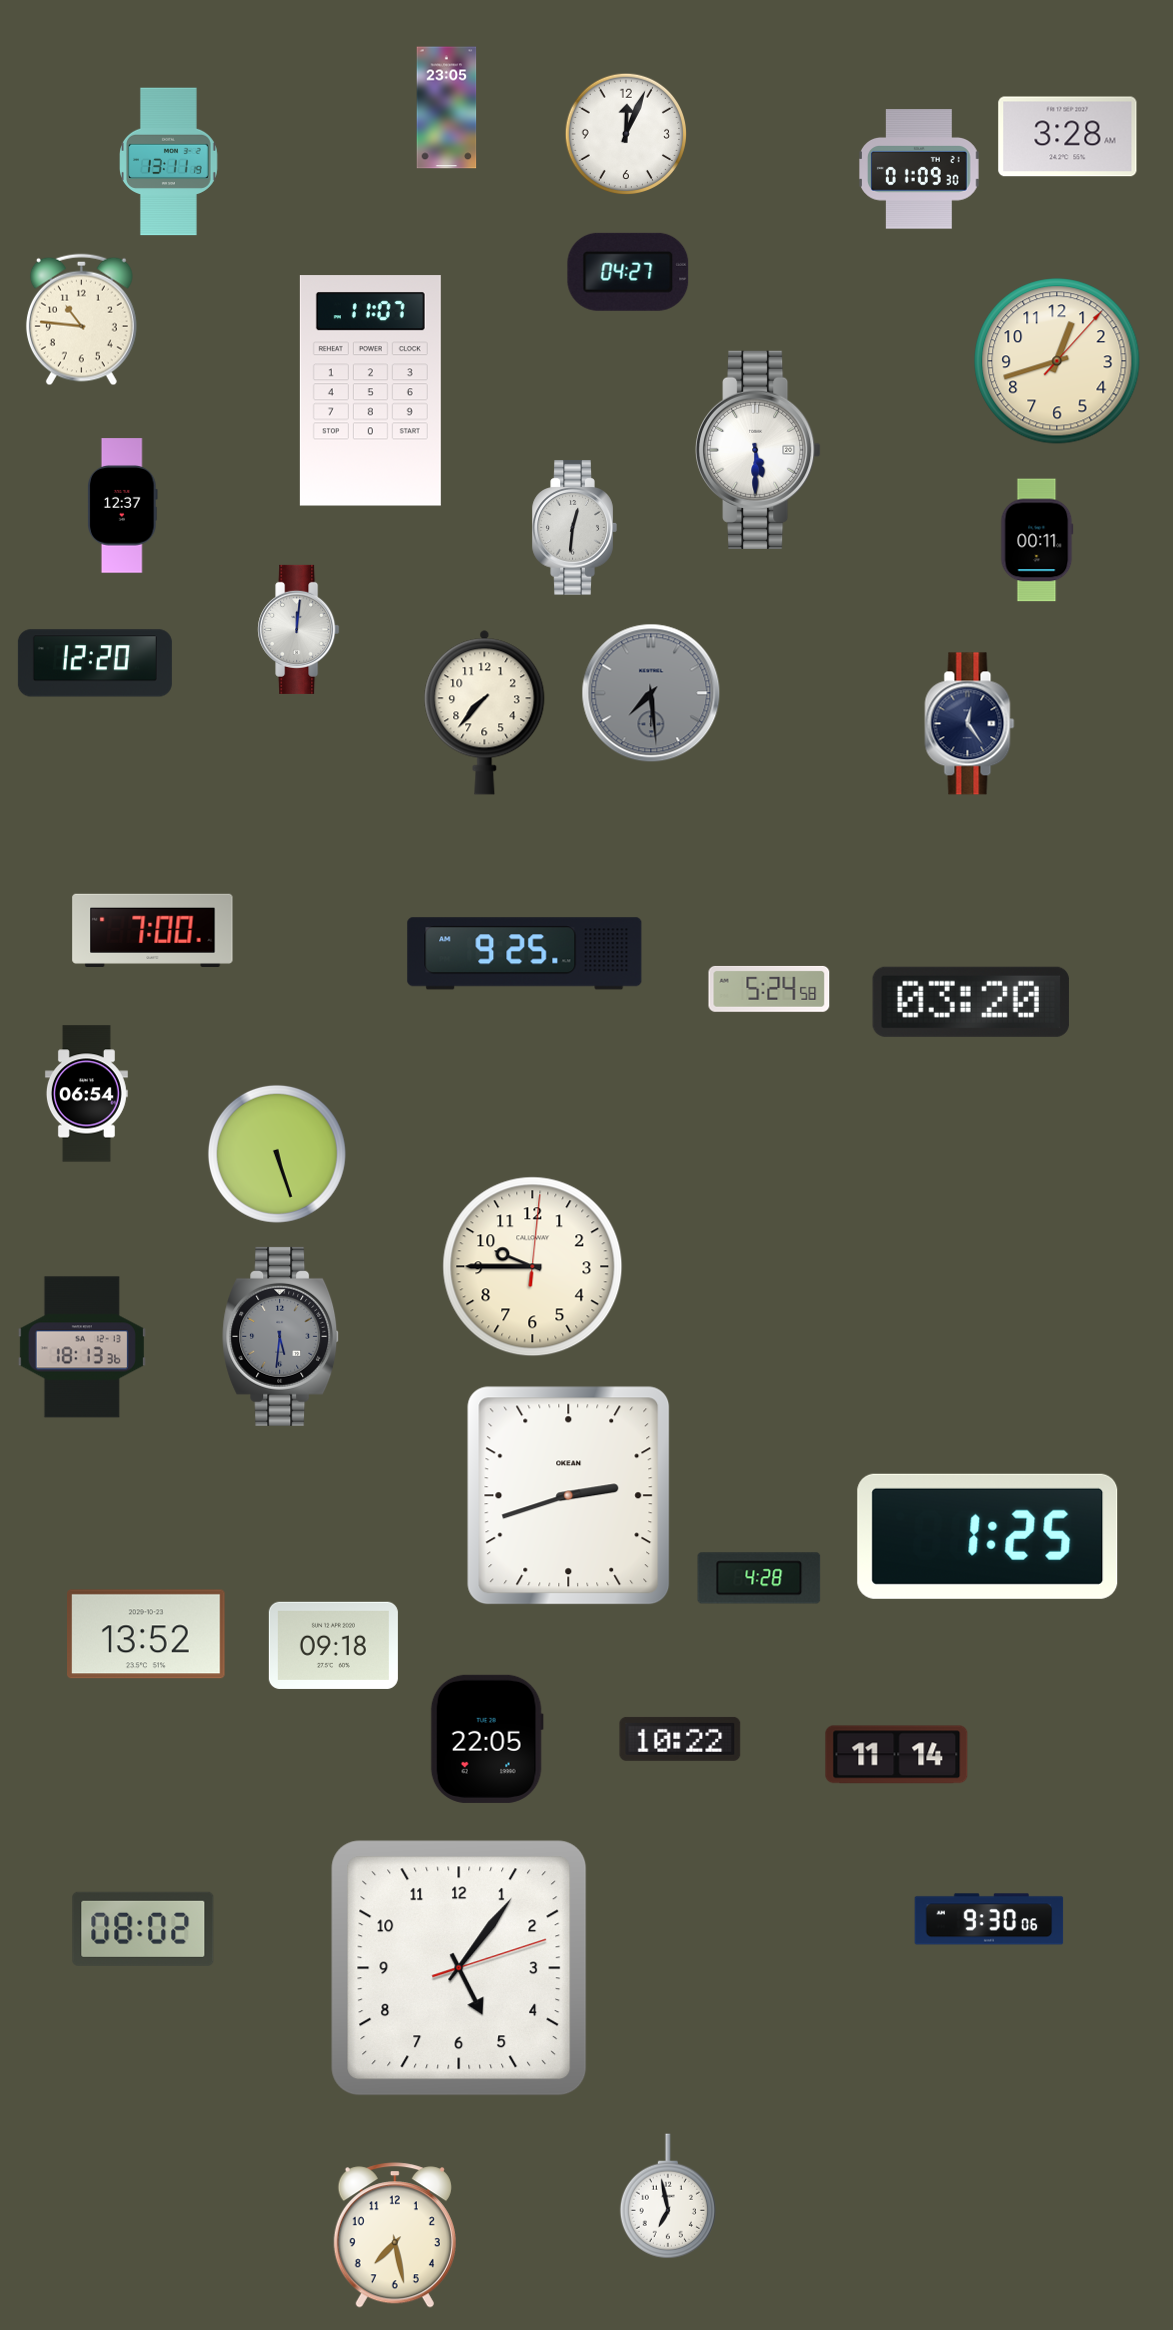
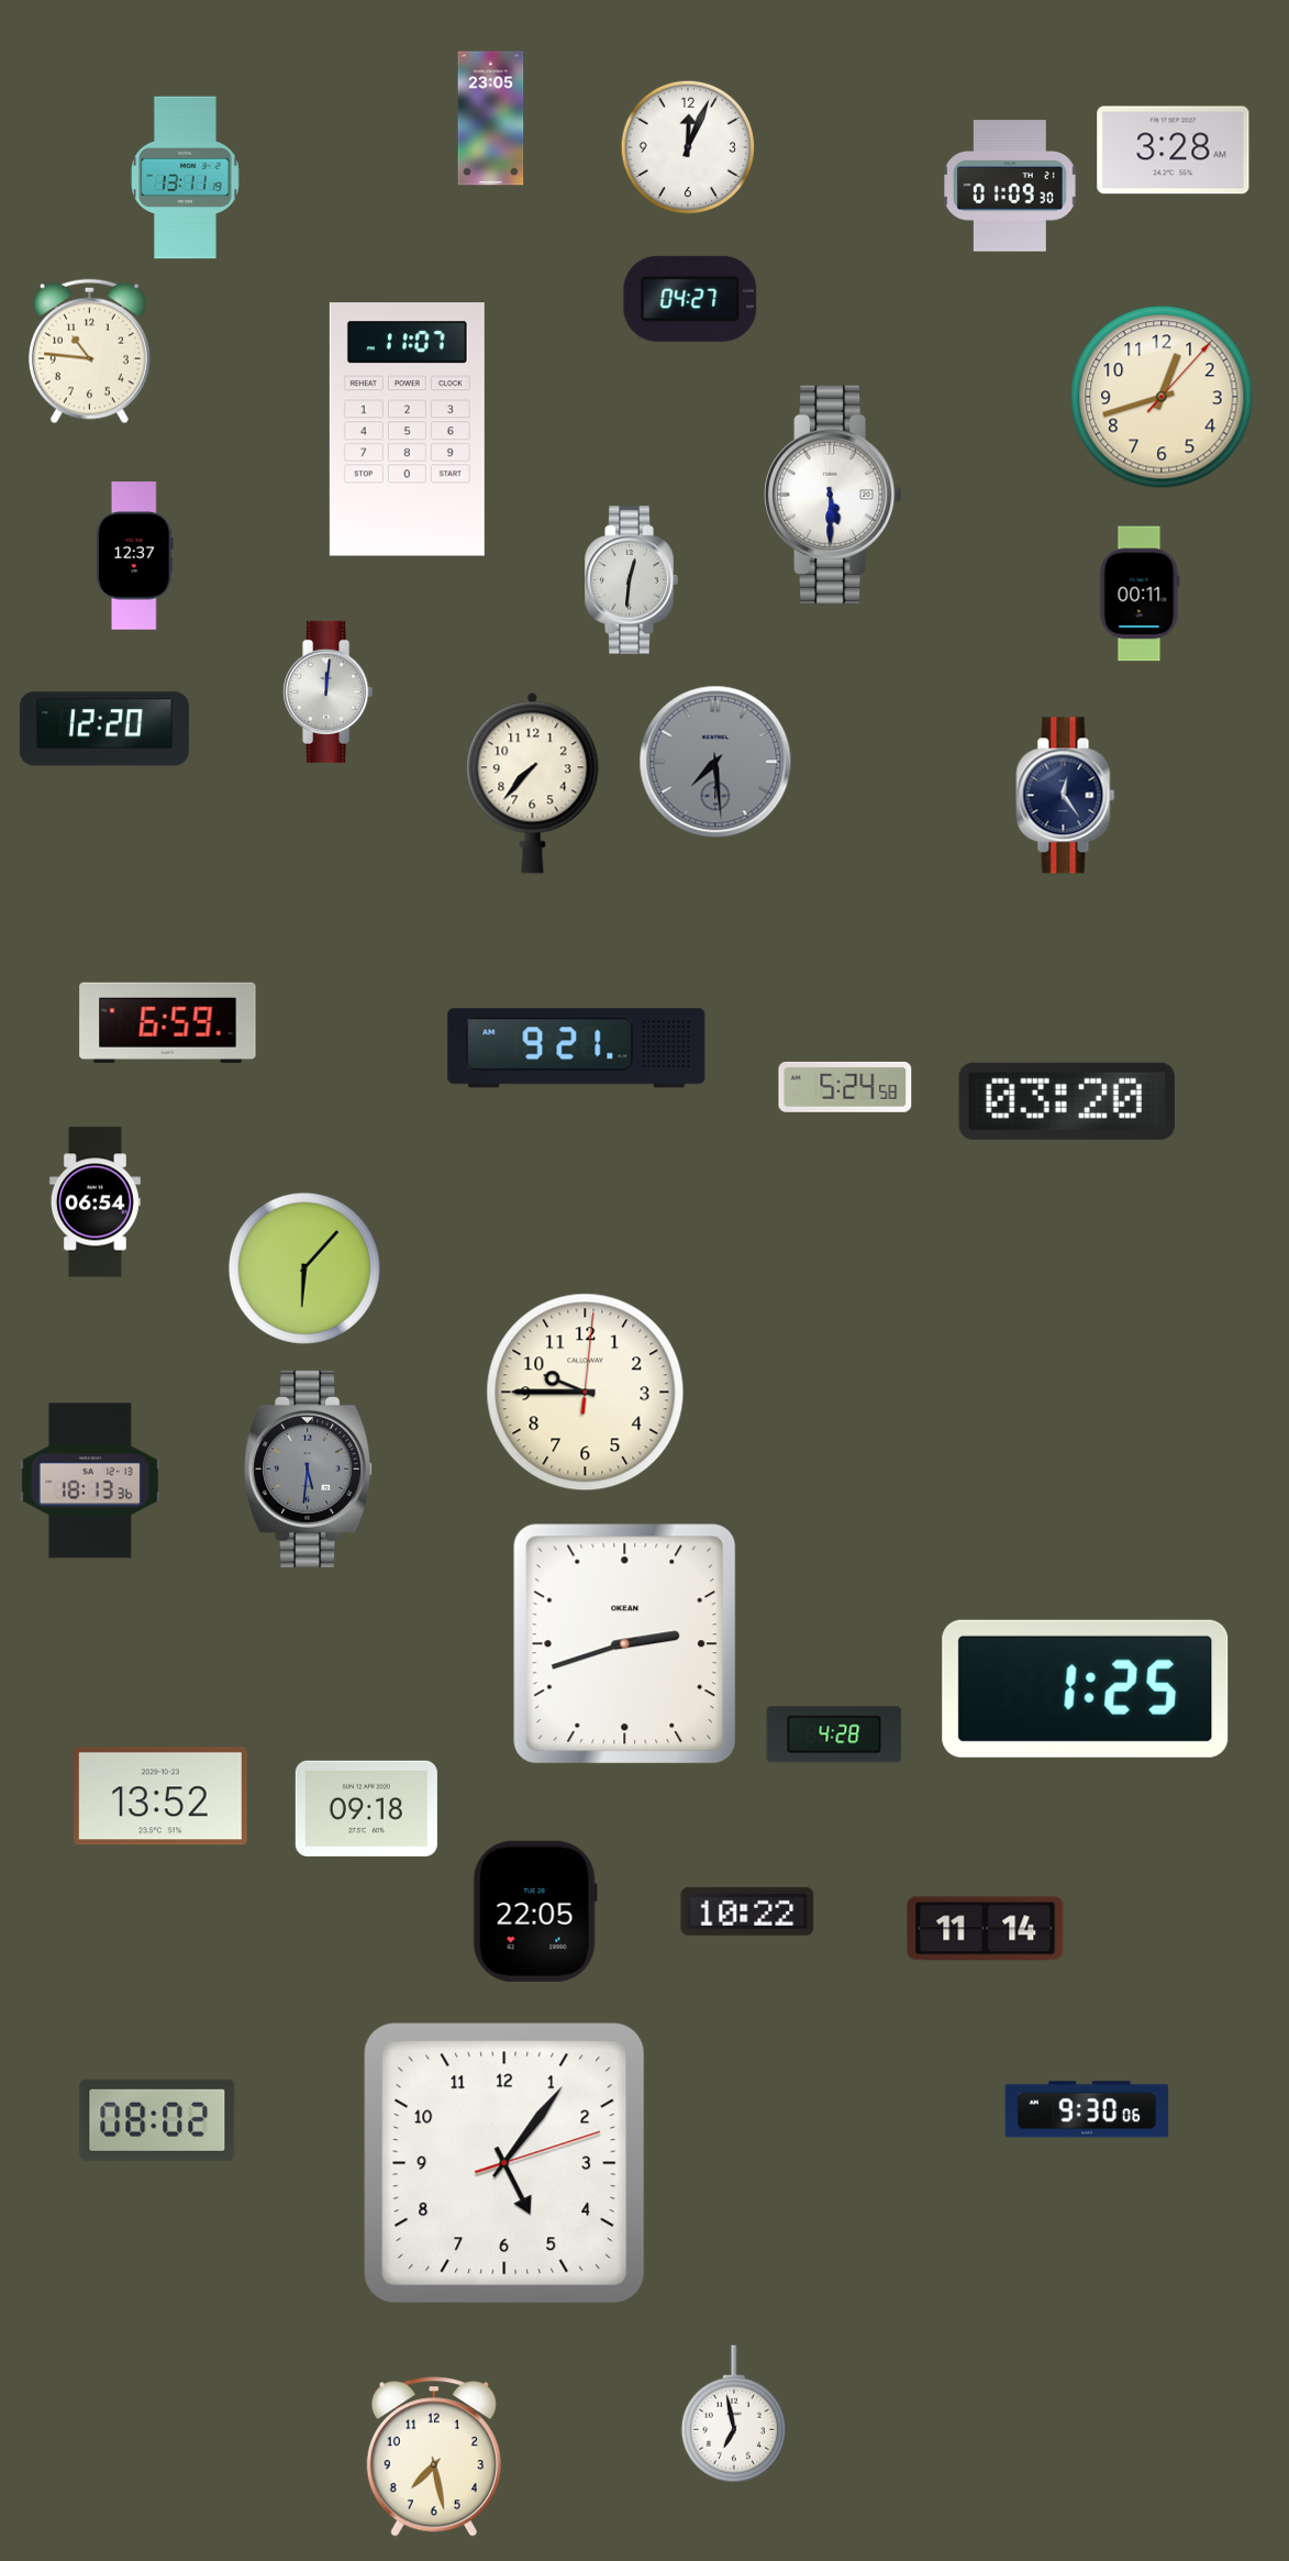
clock at (153, 930): 7:00 -> 6:59
clock at (525, 954): 9:25 -> 9:21
clock at (277, 1154): 5:27 -> 6:07
